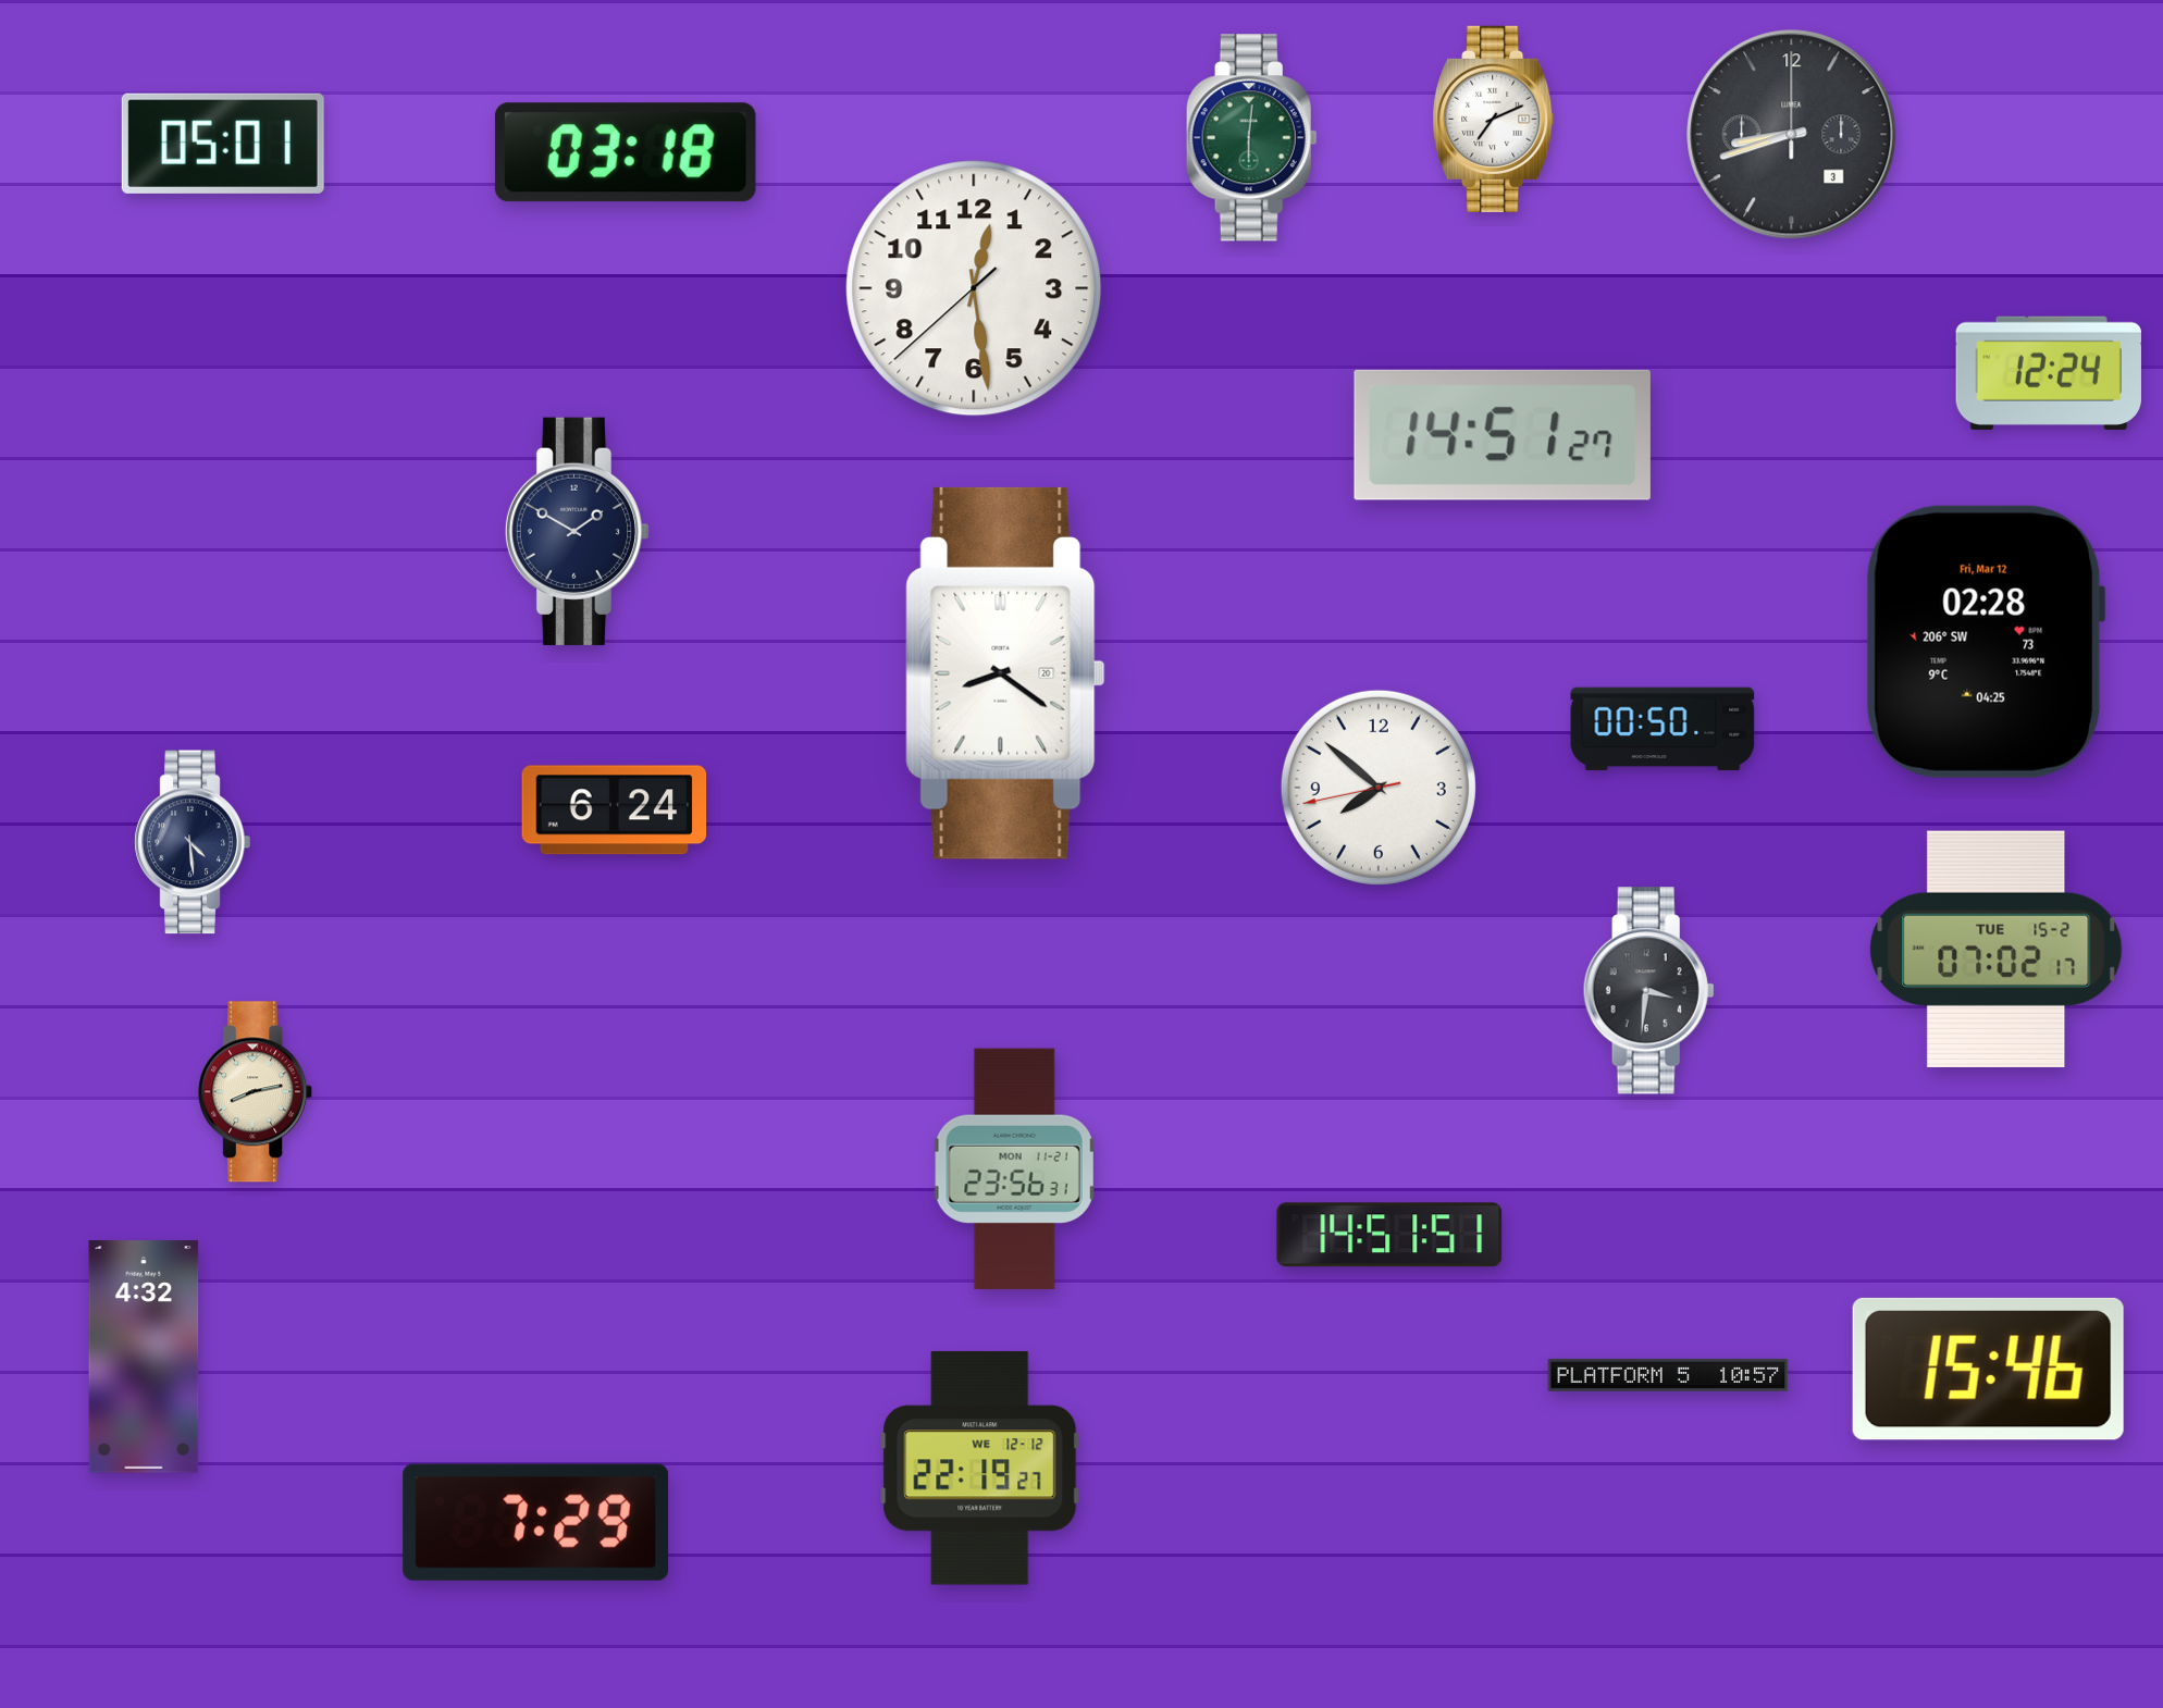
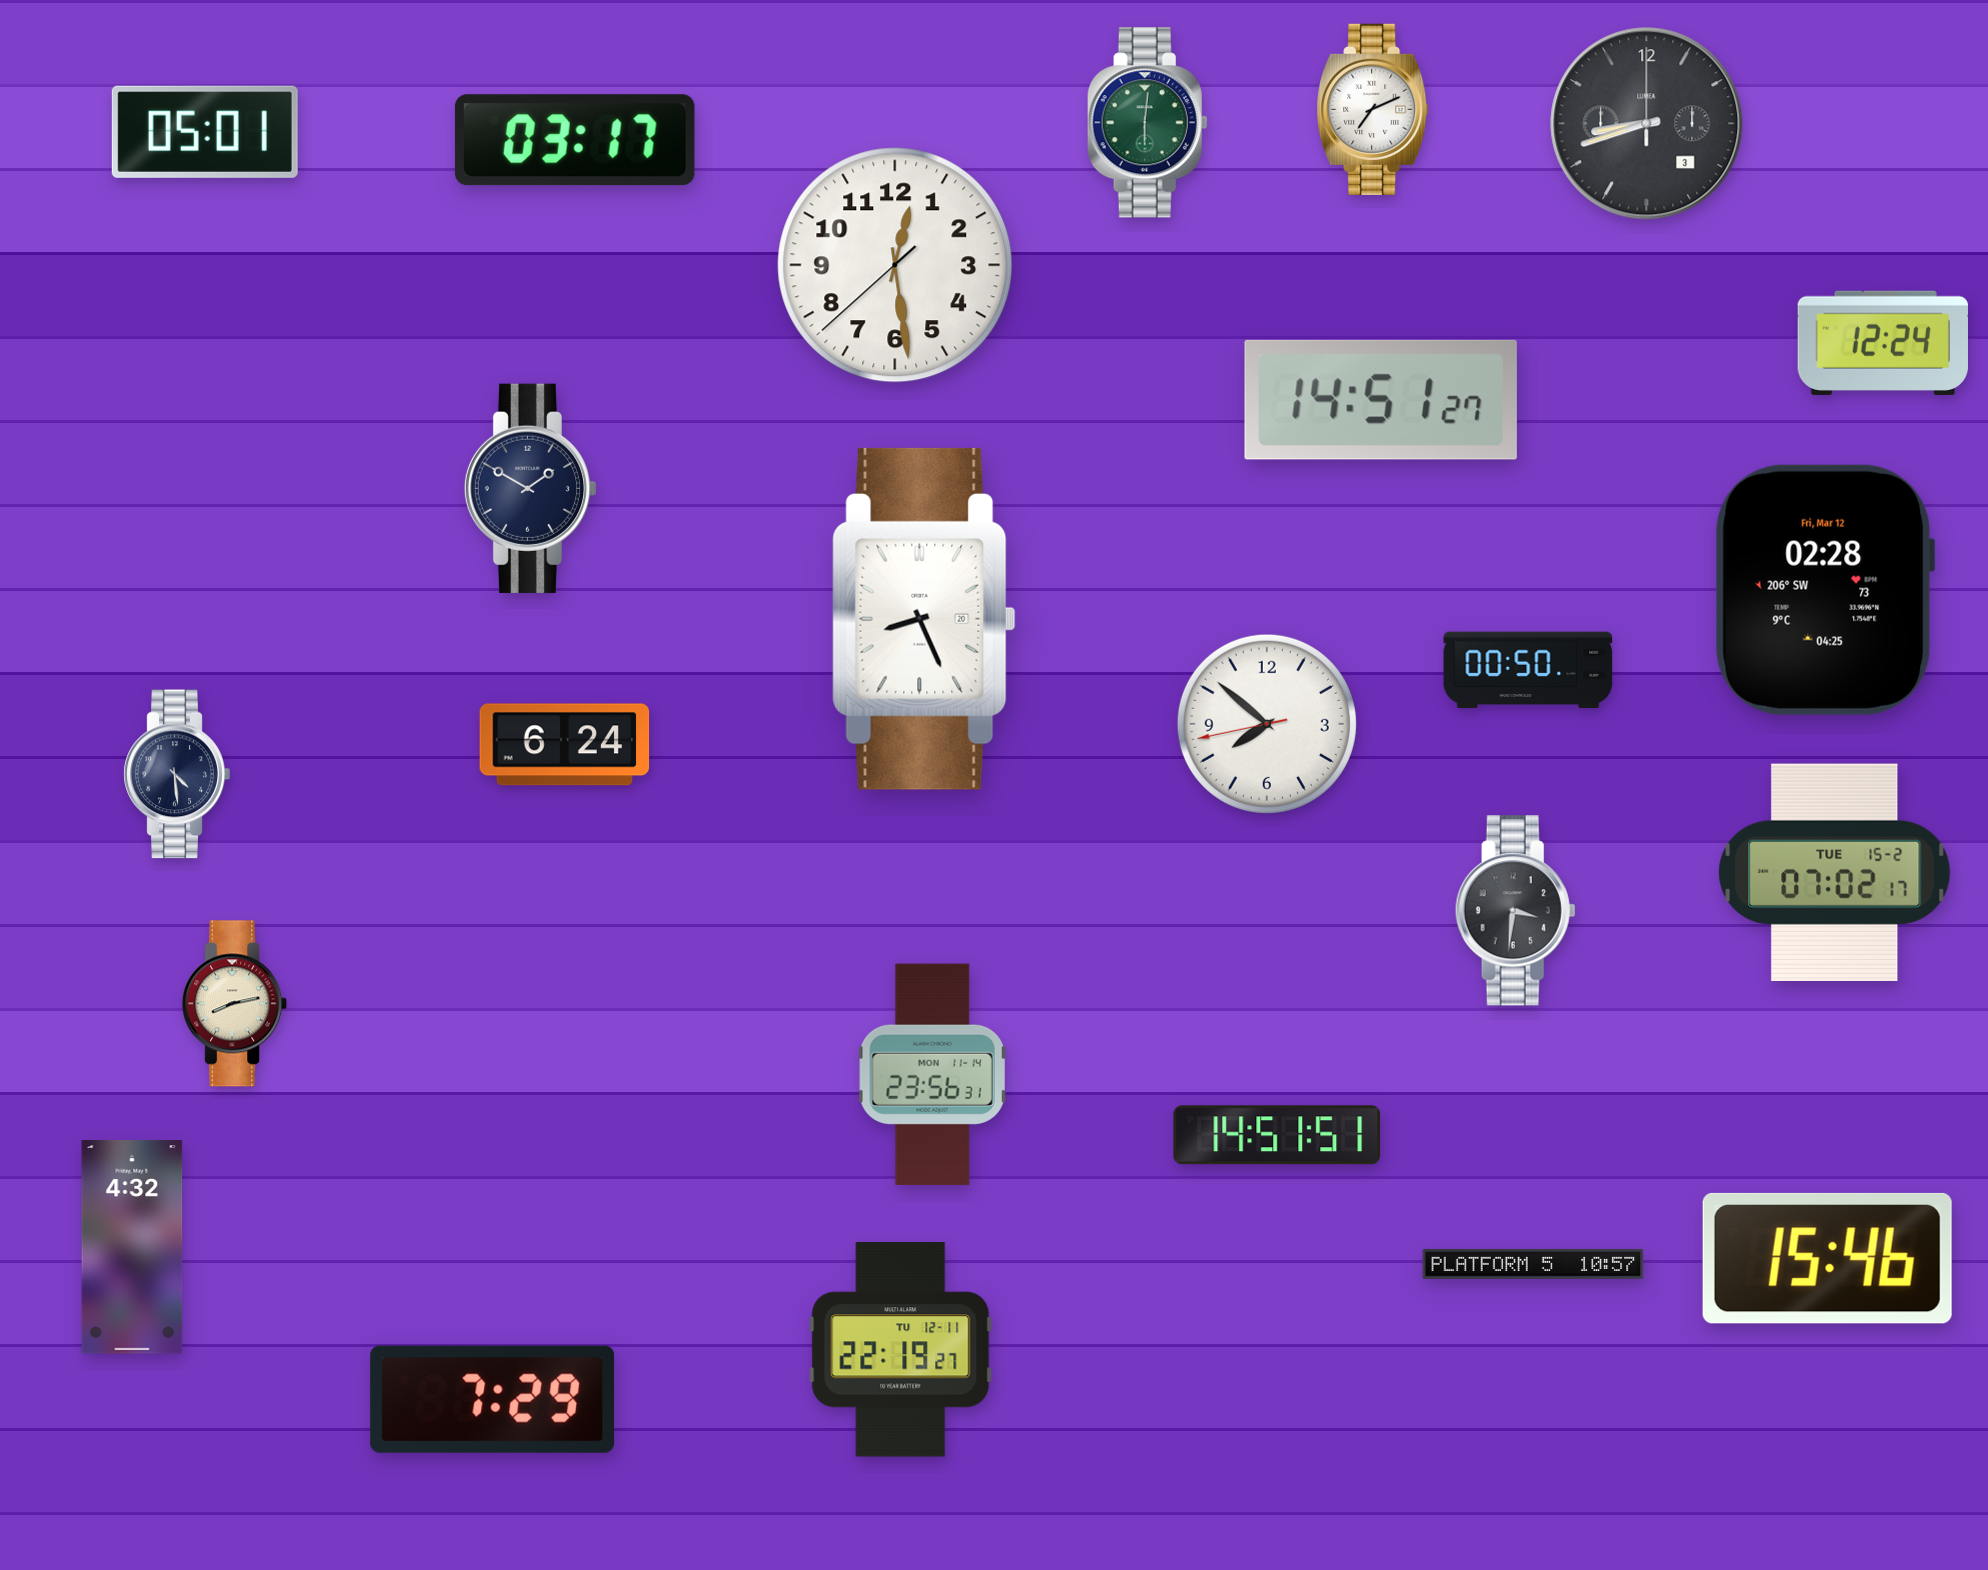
clock at (1251, 138) position: (1251, 138) -> (1147, 123)
clock at (626, 152): 03:18 -> 03:17
clock at (1005, 673): 8:21 -> 8:26
clock at (1014, 1168) date: MON 11-21 -> MON 11-14
clock at (980, 1469) date: WE 12-12 -> TU 12-11
